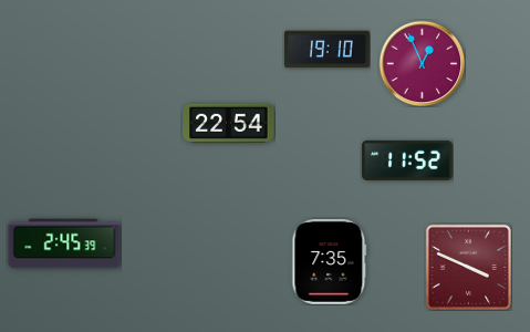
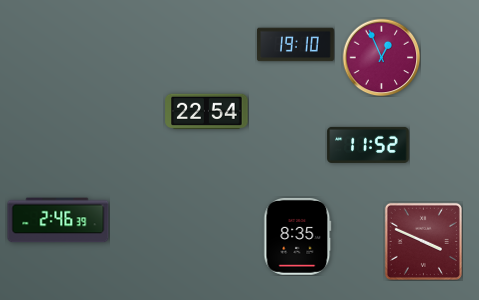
clock at (64, 243): 2:45 -> 2:46
clock at (330, 261): 7:35 -> 8:35
